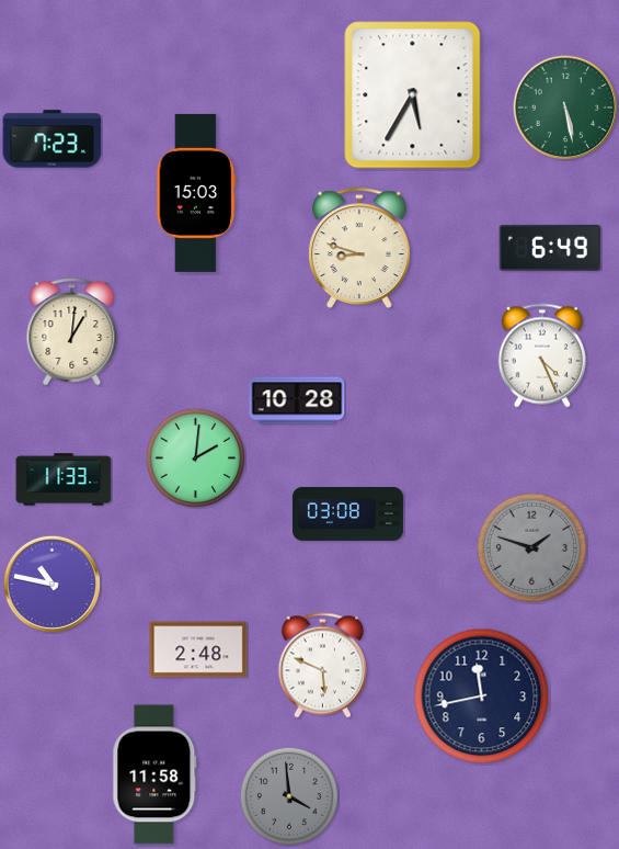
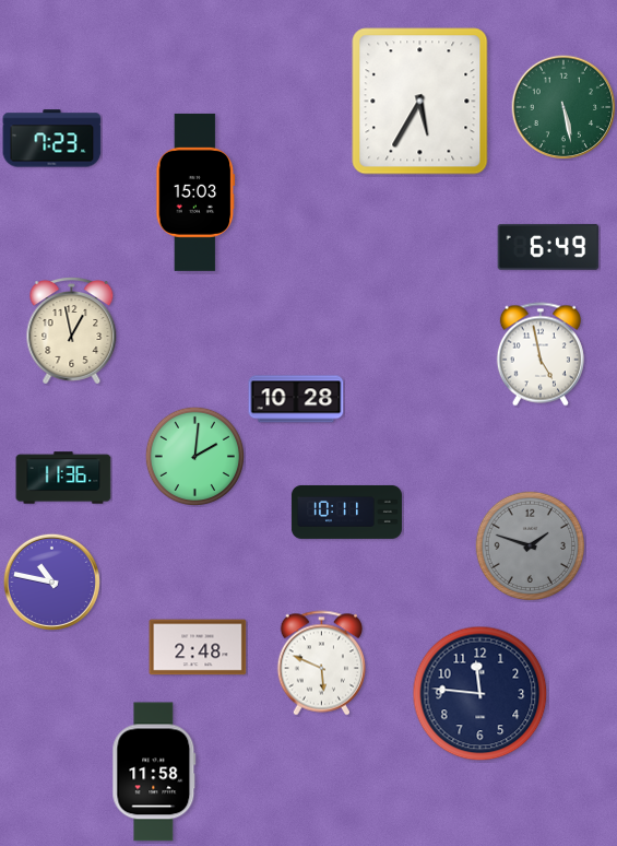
clock at (413, 95) position: (413, 95) -> (420, 102)
clock at (360, 248): 8:48 -> none
clock at (72, 332): 1:01 -> 12:58
clock at (542, 355): 4:26 -> 4:58
clock at (64, 479): 11:33 -> 11:36
clock at (347, 513): 03:08 -> 10:11
clock at (482, 697): 11:43 -> 11:46
clock at (289, 796): 3:59 -> none
